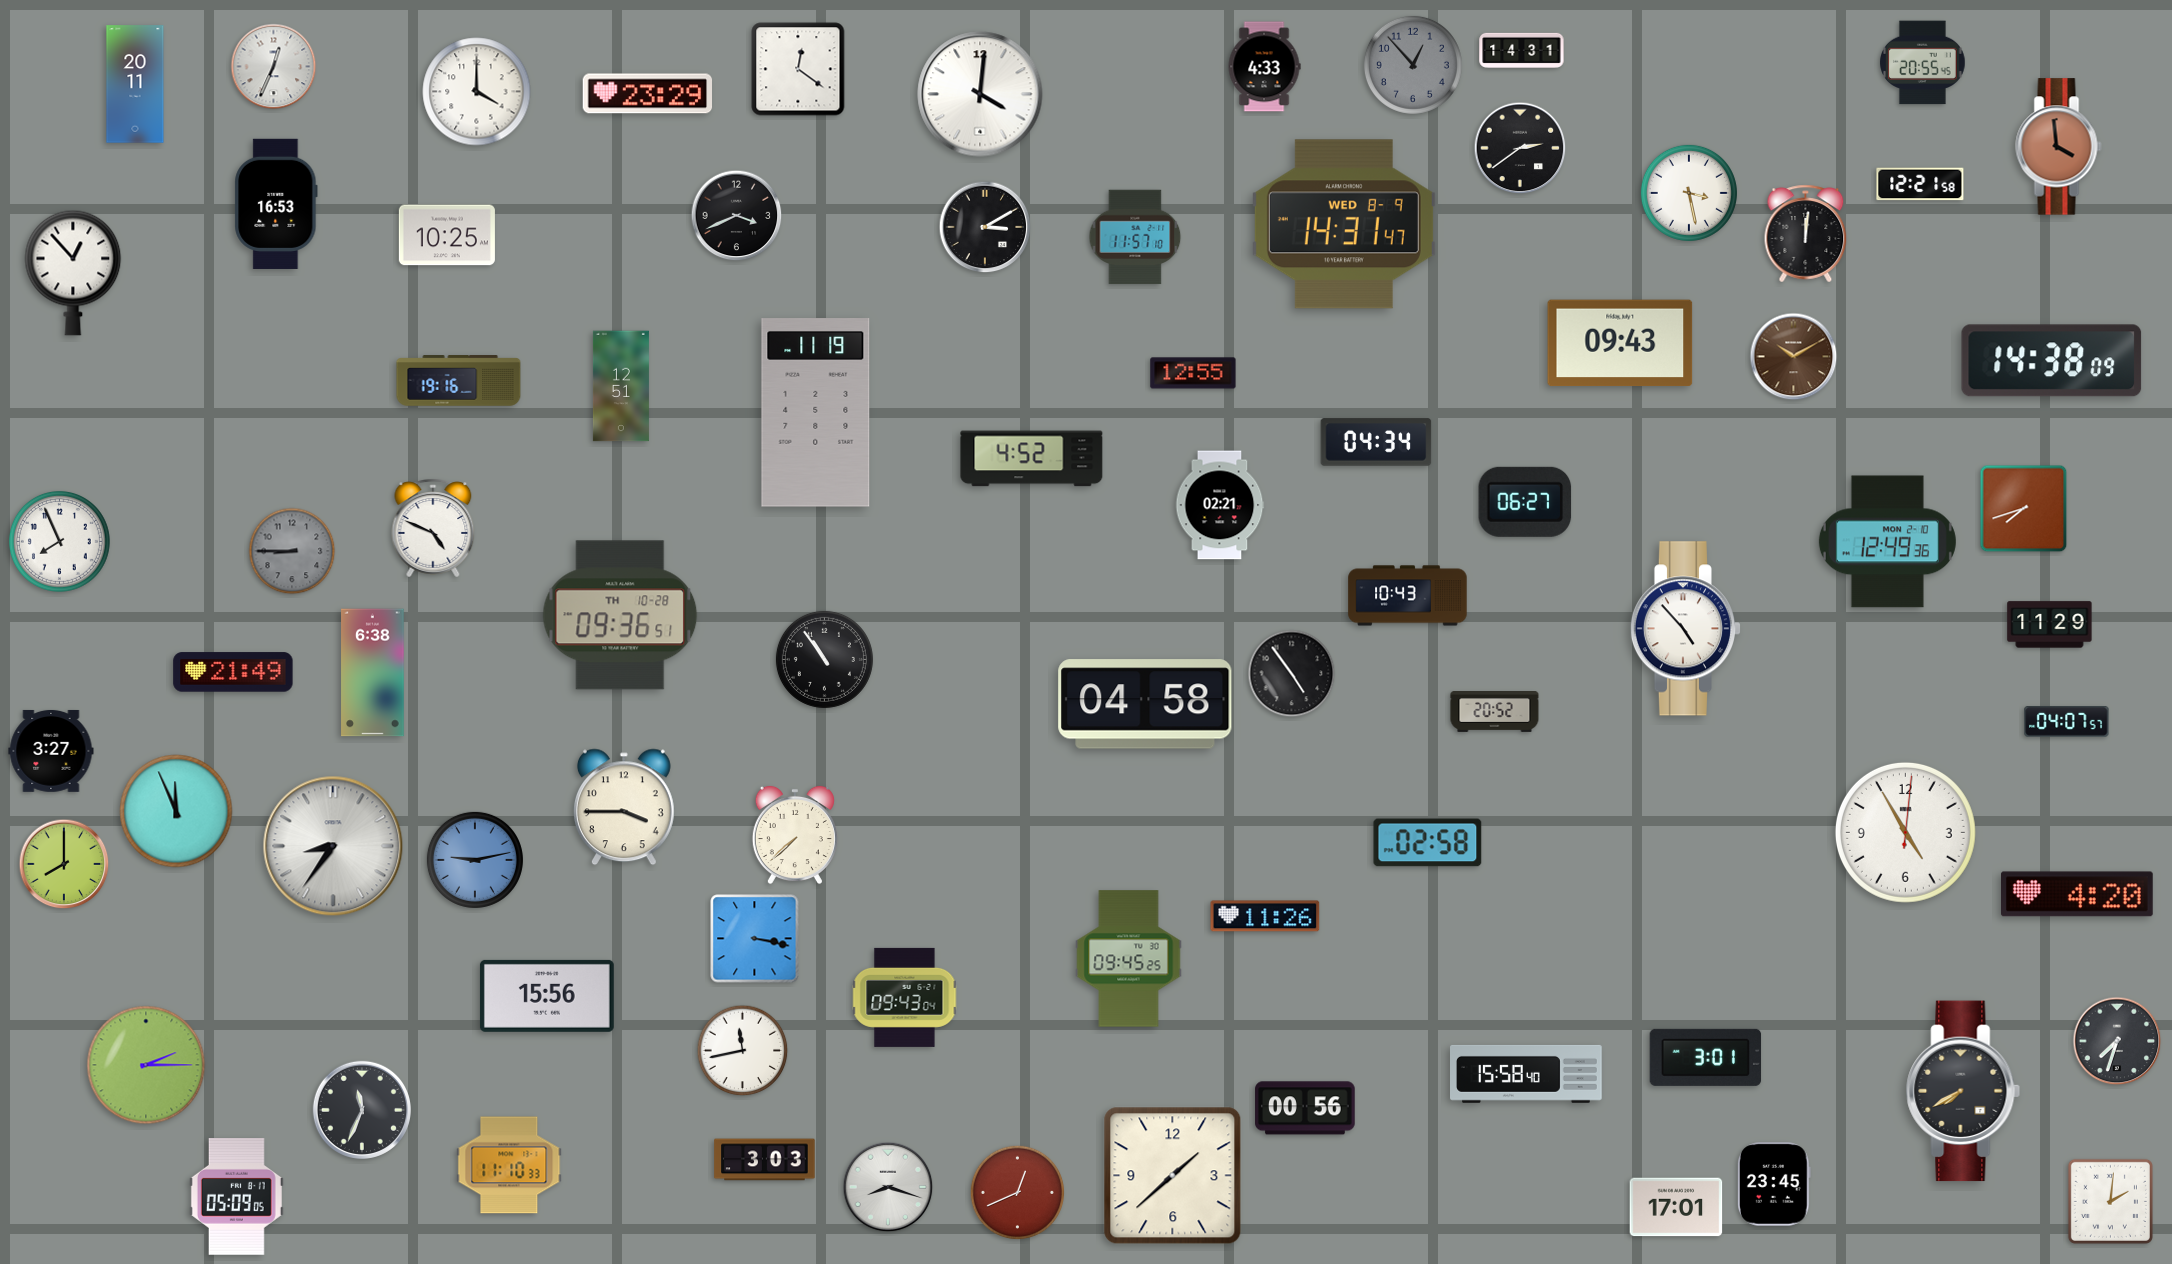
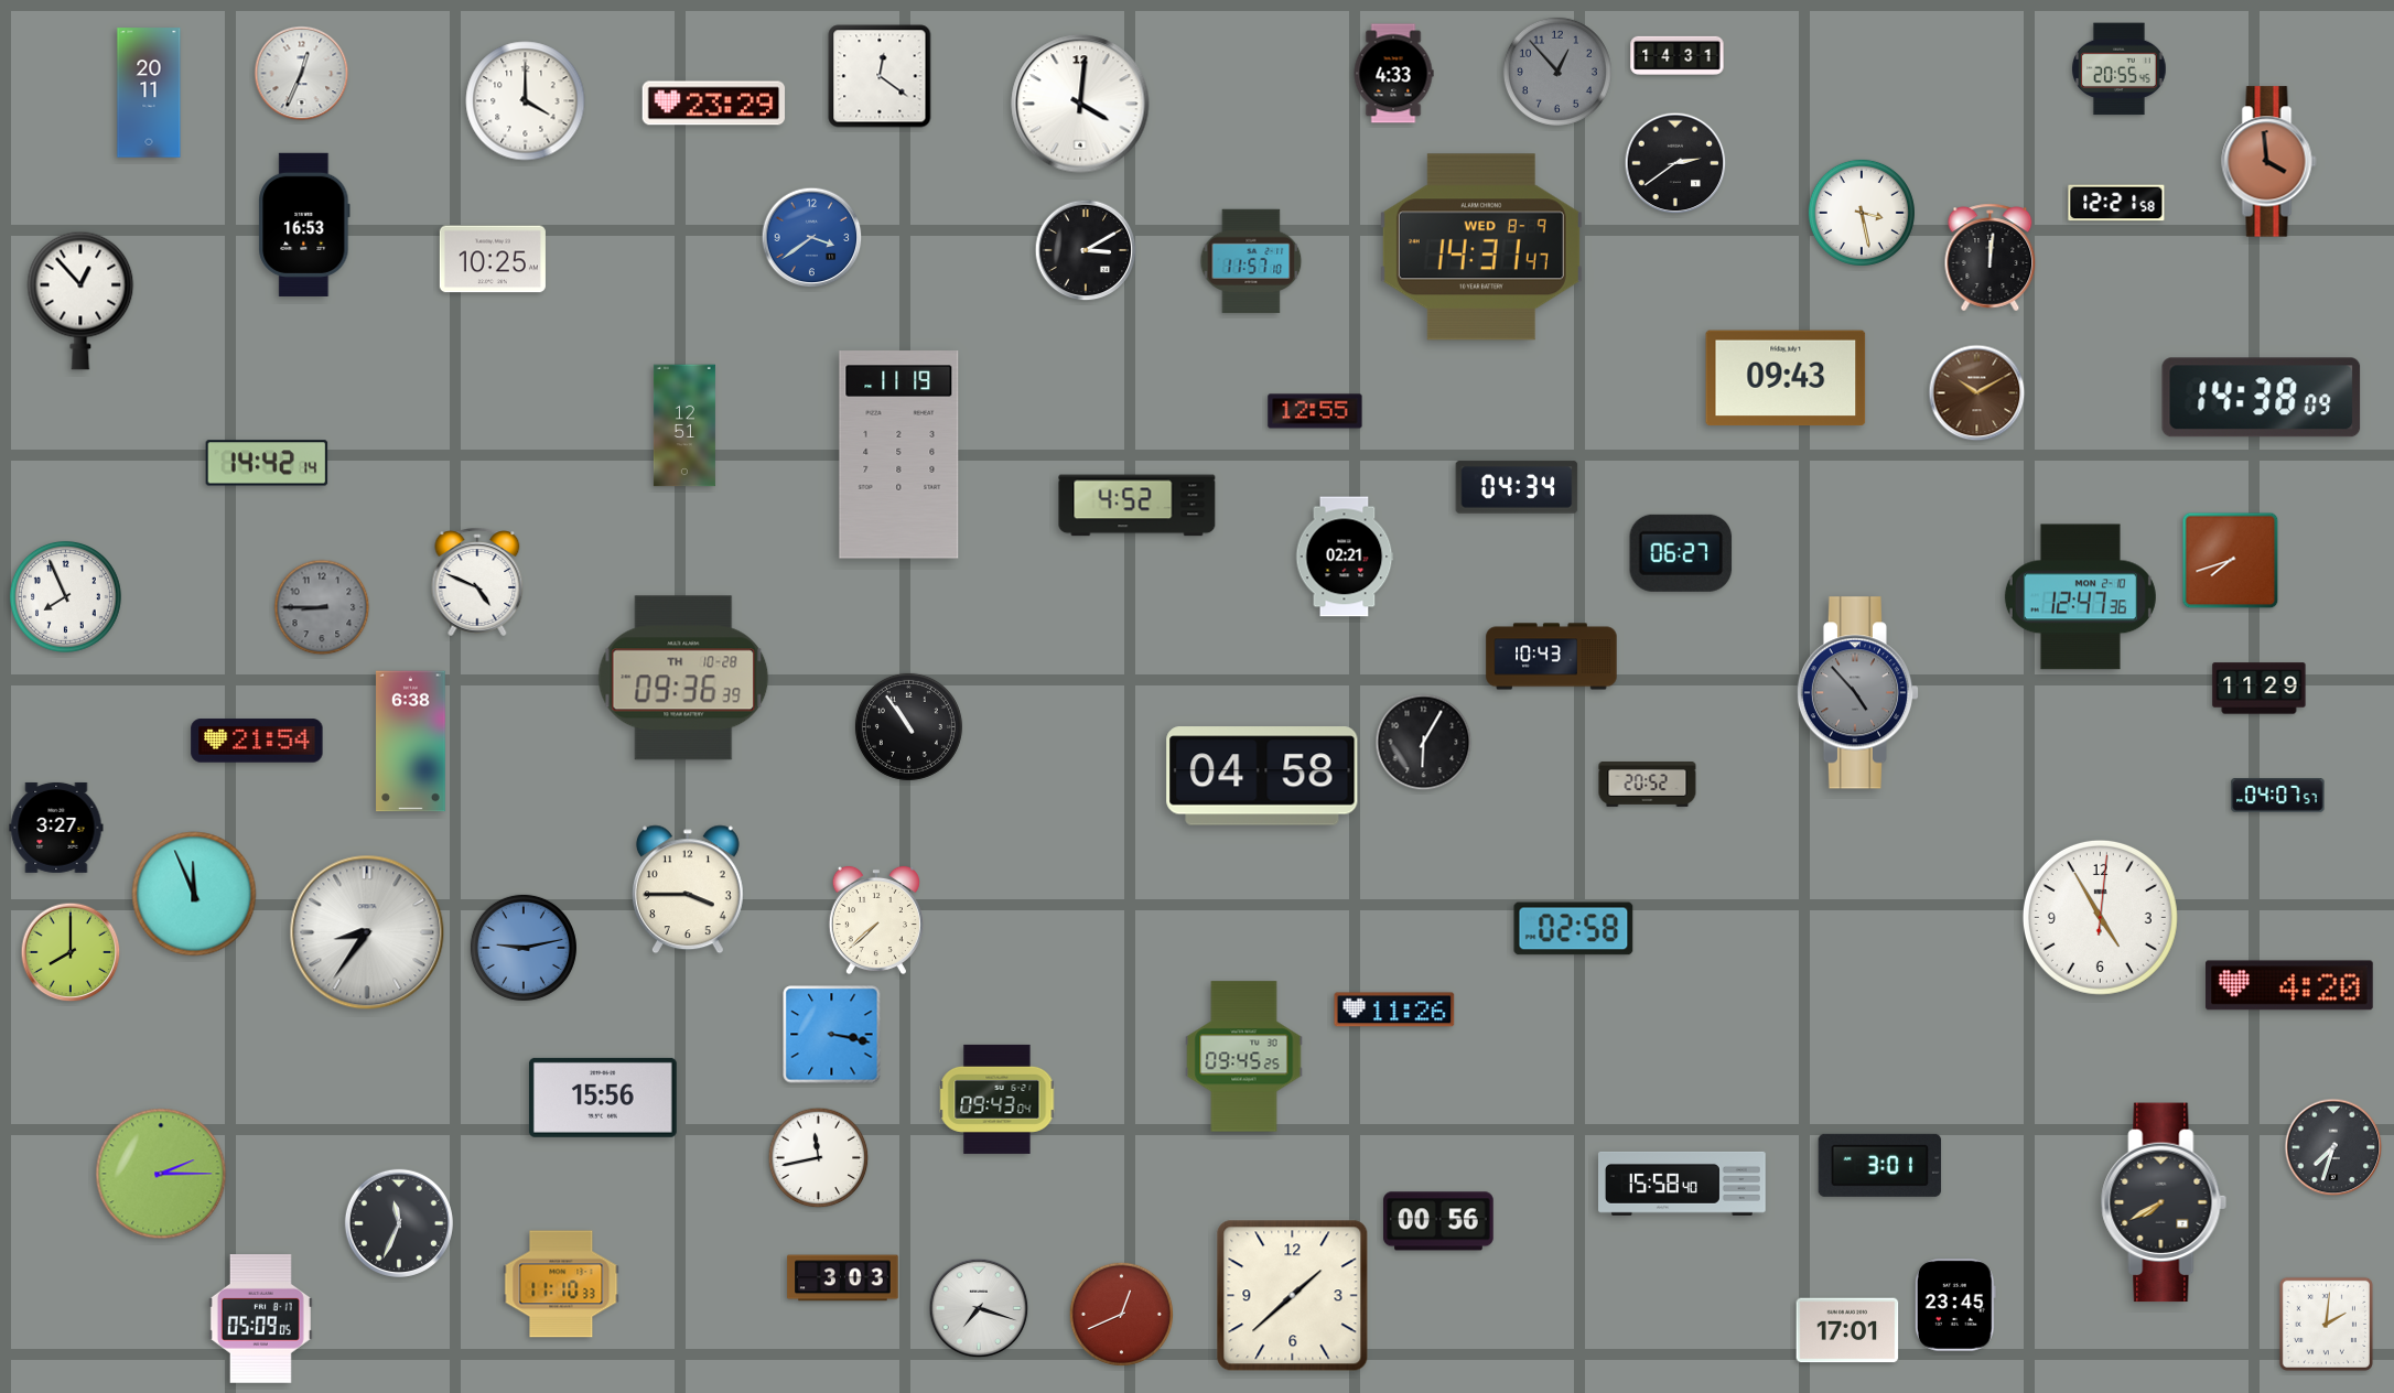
clock at (737, 216): 3:41 -> 3:39
clock at (737, 216) dial: black -> blue
clock at (459, 381): 19:16 -> none
clock at (267, 463): none -> 14:42
clock at (1887, 542): 12:49 -> 12:47
clock at (620, 615): 09:36:51 -> 09:36:39
clock at (1686, 629) dial: white -> grey
clock at (233, 672): 21:49 -> 21:54
clock at (1292, 674): 4:54 -> 6:05
clock at (888, 1187): 8:18 -> 7:18
